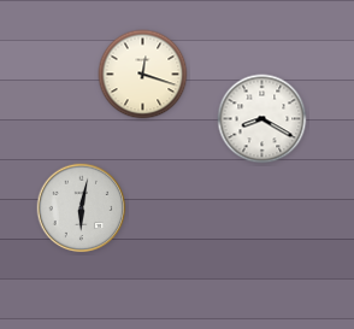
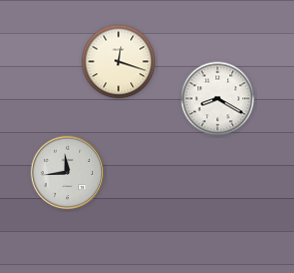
clock at (82, 208): 6:02 -> 11:44
